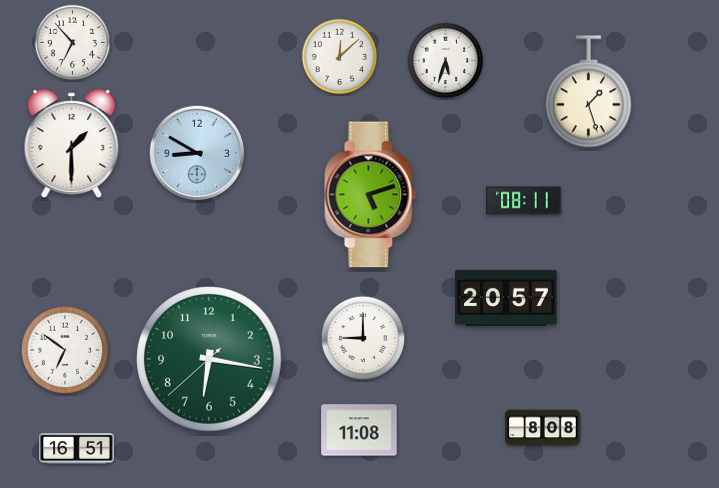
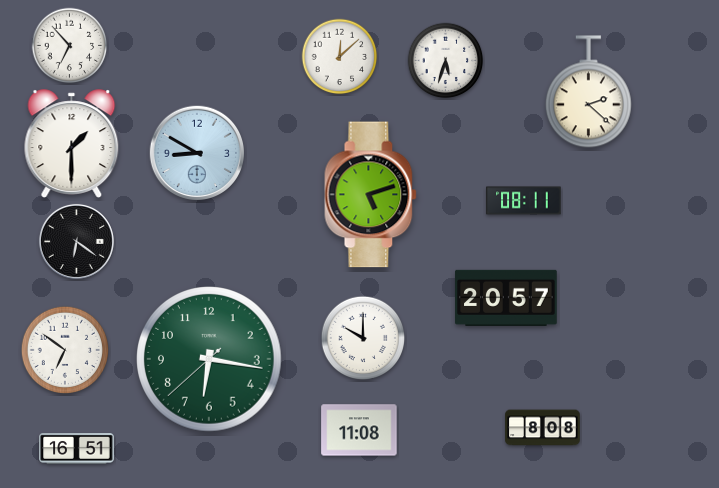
clock at (73, 43) position: (73, 43) -> (70, 46)
clock at (588, 92): 1:27 -> 2:22
clock at (76, 241): none -> 6:21
clock at (363, 338): 9:00 -> 10:00
